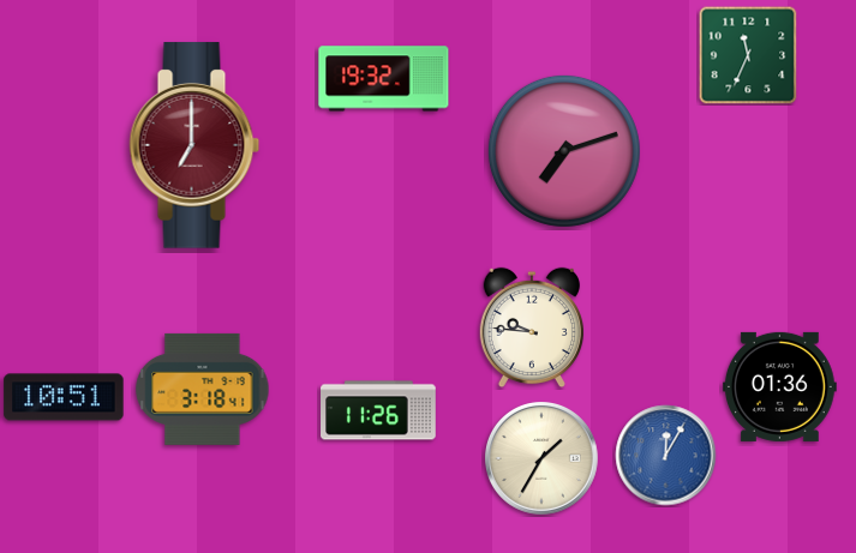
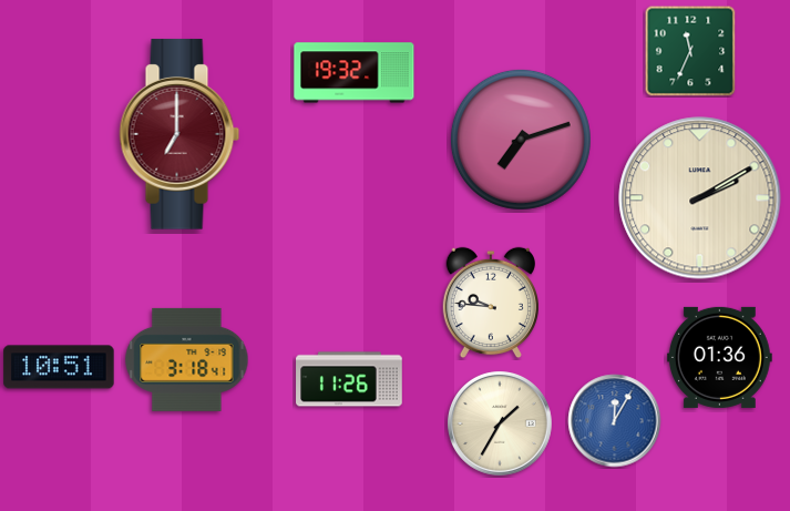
clock at (700, 198): none -> 2:10
